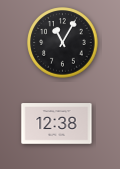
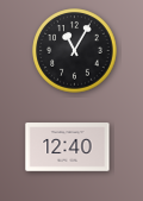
clock at (57, 124): 12:38 -> 12:40
